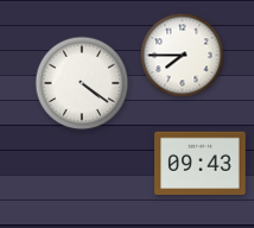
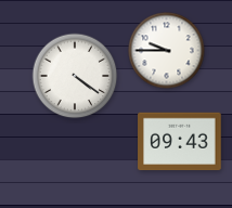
clock at (183, 56): 7:45 -> 9:45
clock at (201, 164) position: (201, 164) -> (180, 142)
